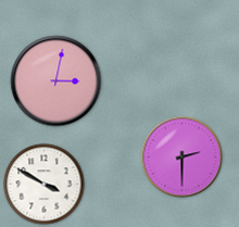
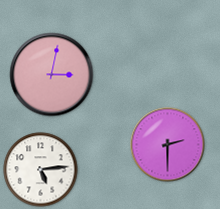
clock at (45, 185): 3:50 -> 5:14
